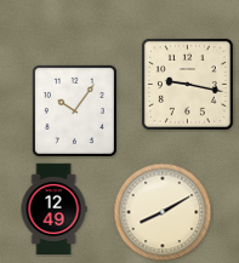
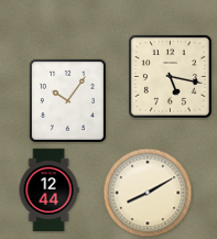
clock at (187, 84): 9:17 -> 5:17
clock at (53, 210): 12:49 -> 12:44
